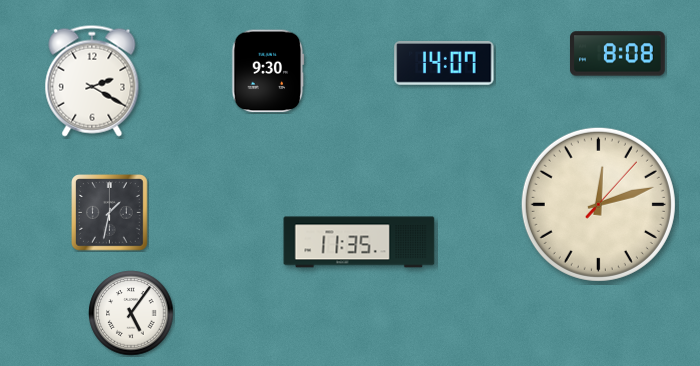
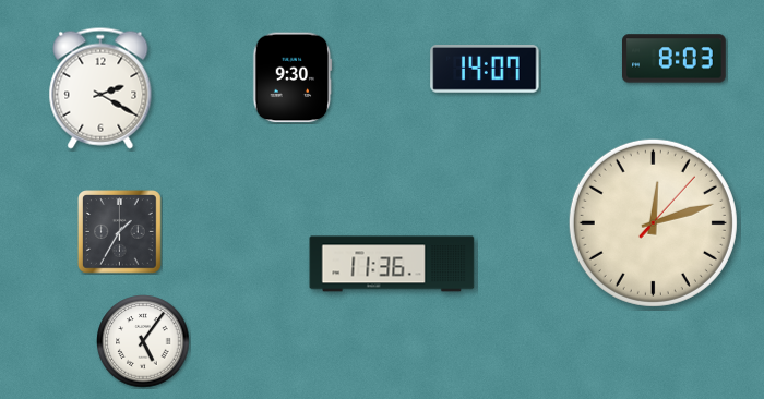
clock at (618, 54): 8:08 -> 8:03
clock at (110, 213): 1:32 -> 1:35
clock at (359, 242): 11:35 -> 11:36
